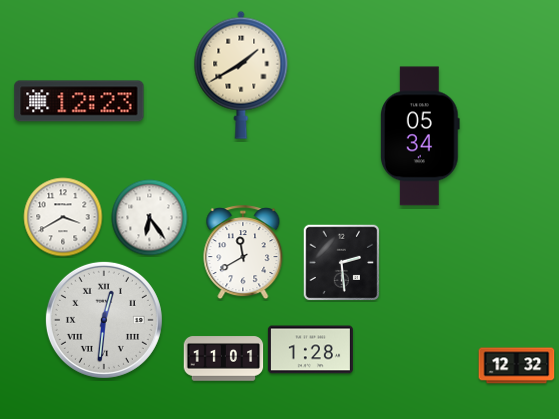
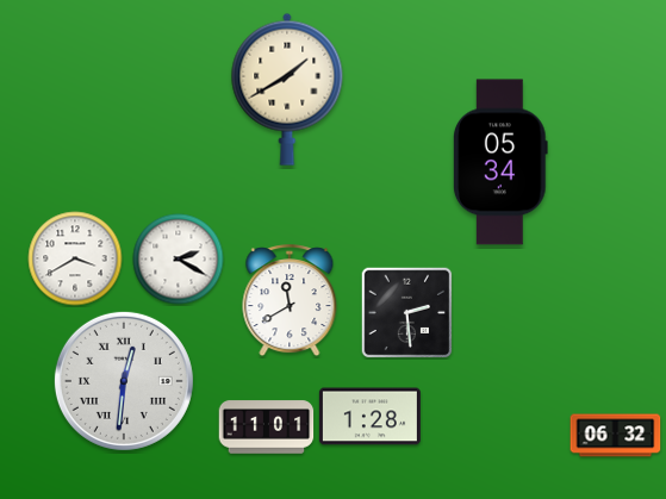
clock at (79, 101): 12:23 -> none
clock at (150, 218): 6:24 -> 2:20
clock at (517, 366): 12:32 -> 06:32
